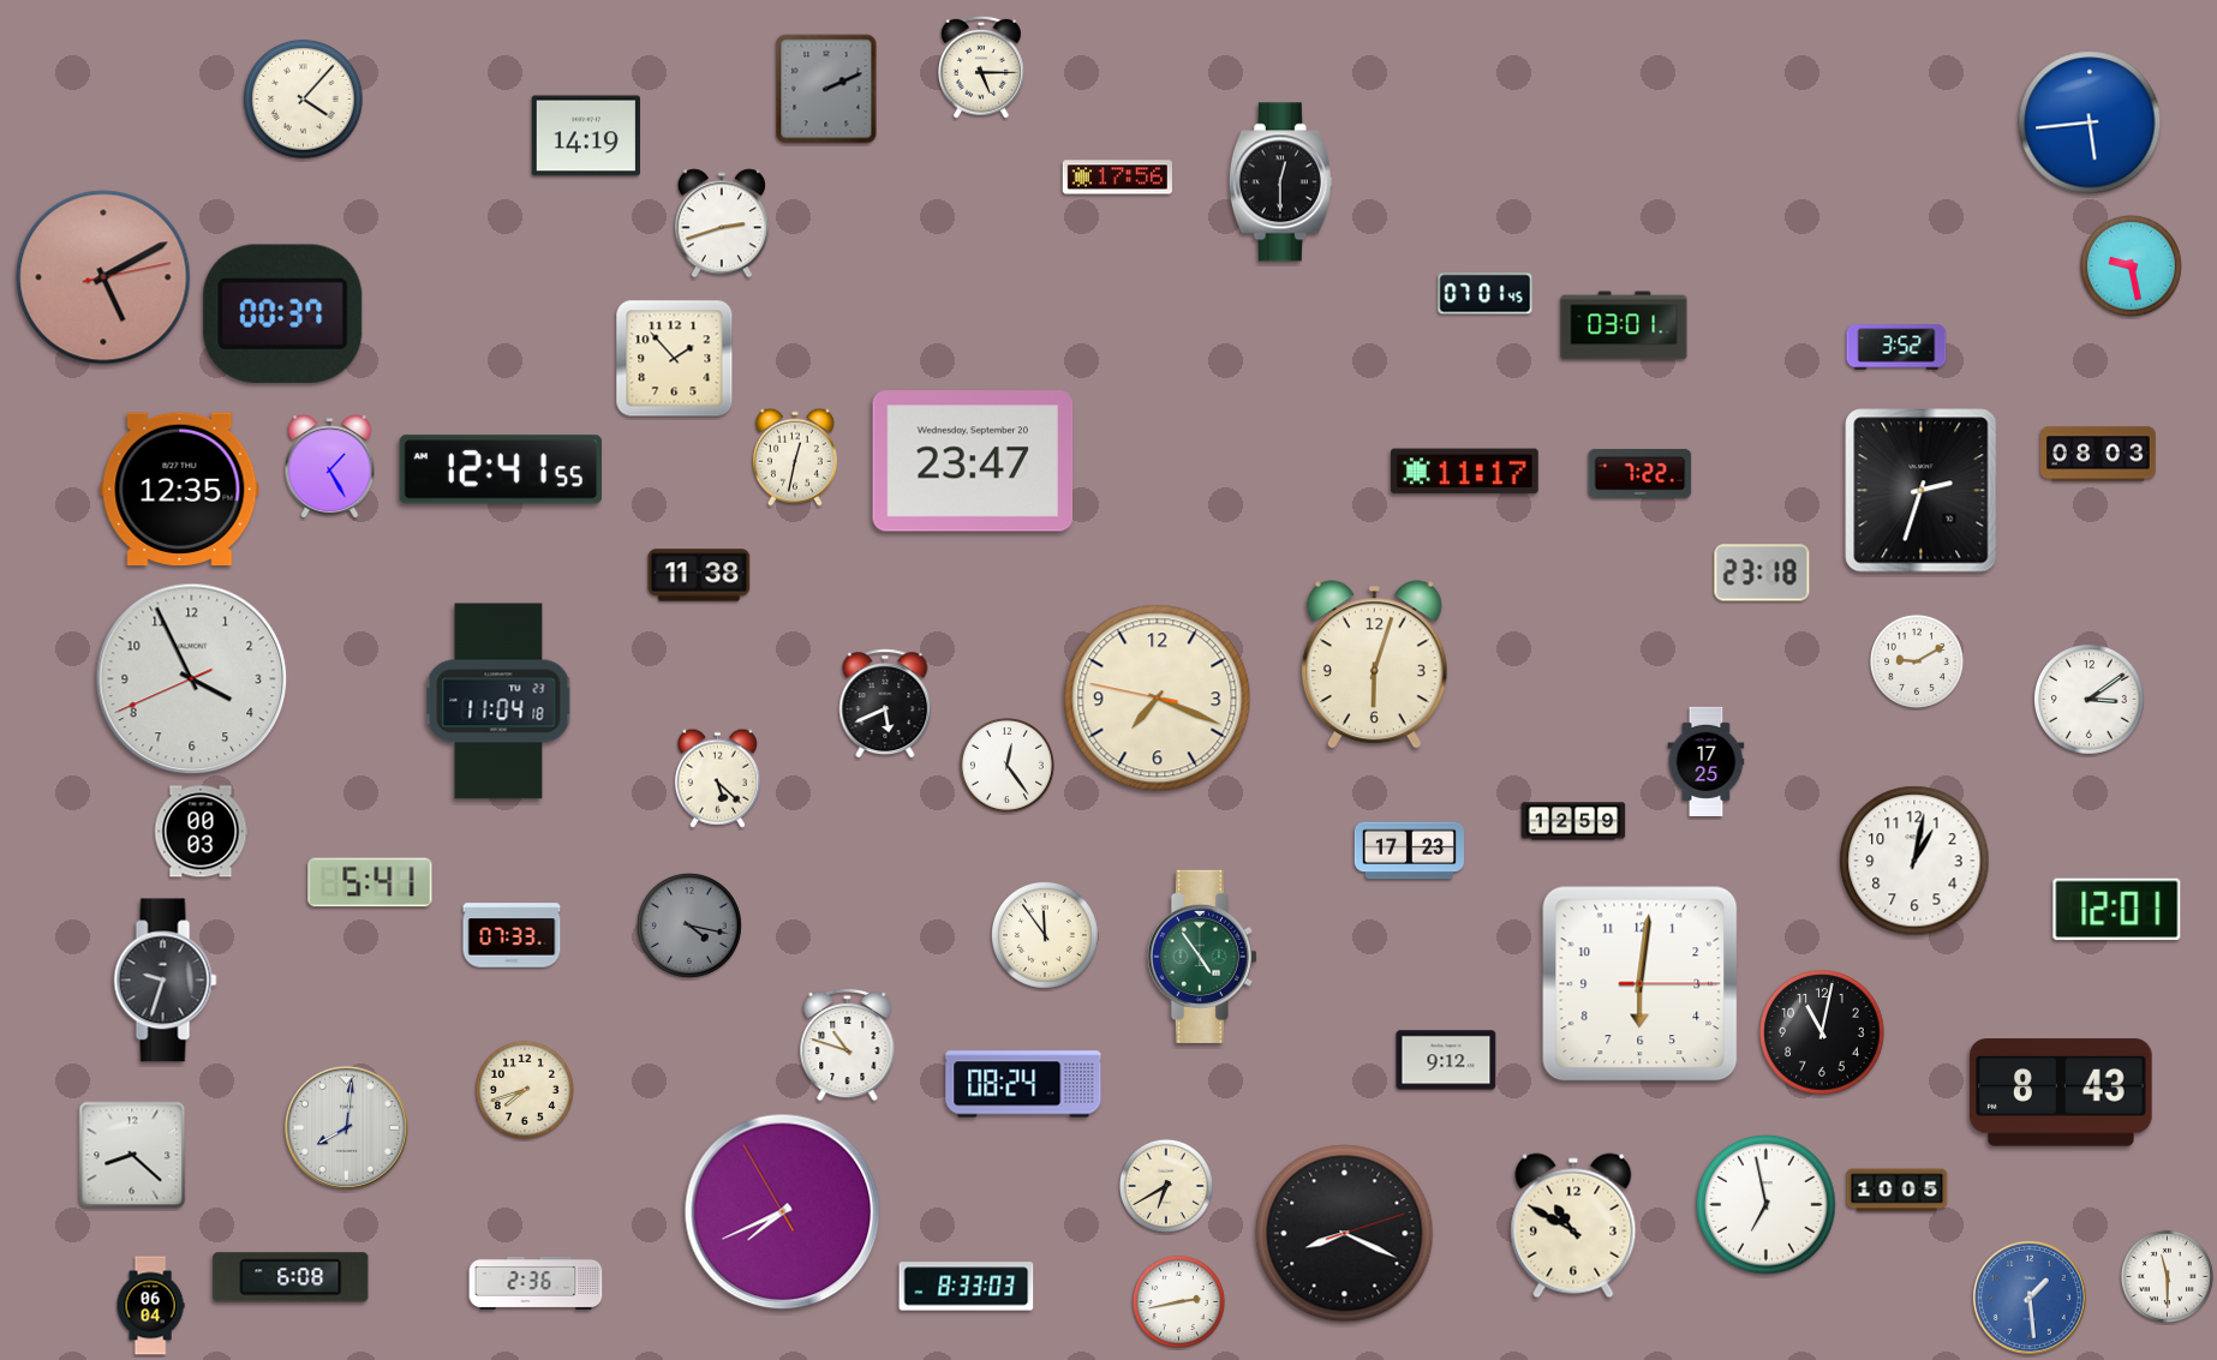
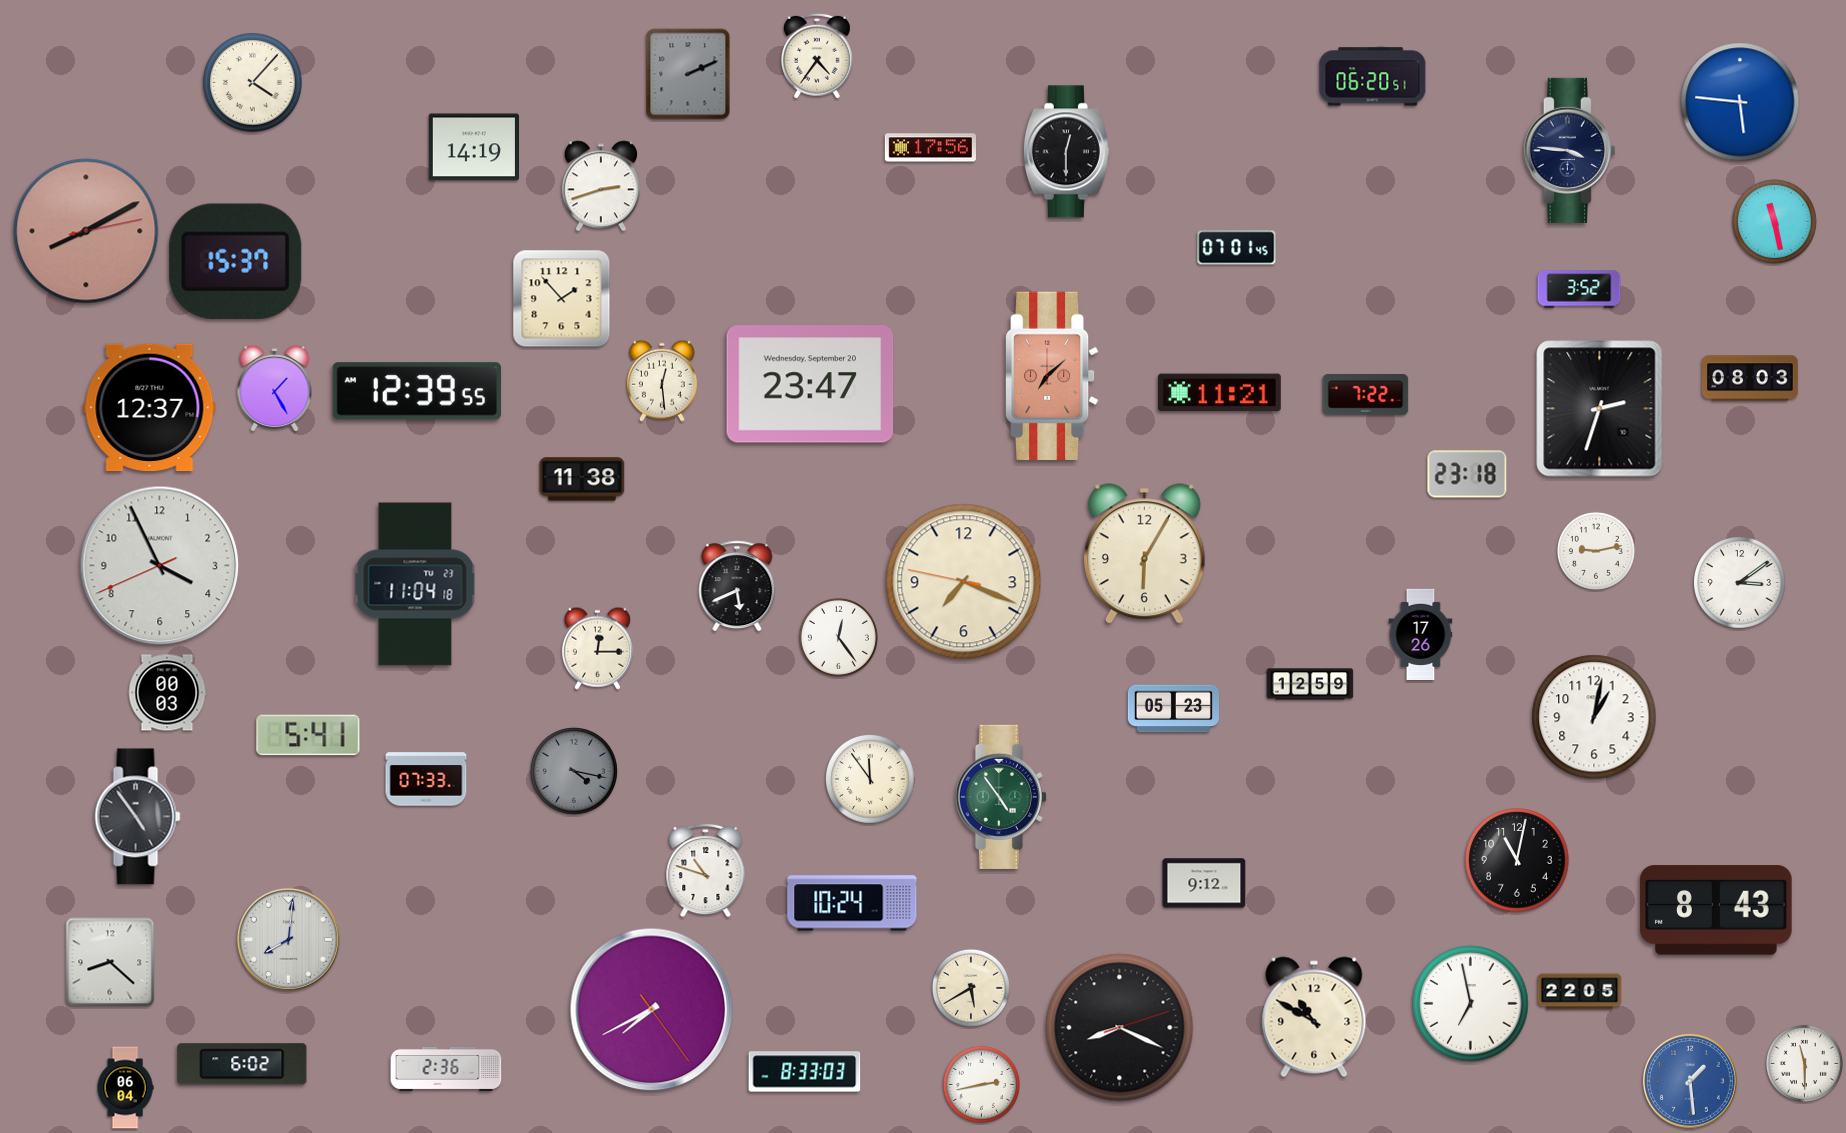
clock at (981, 67): 5:15 -> 4:36
clock at (1373, 77): none -> 06:20
clock at (2090, 122): 5:44 -> 5:46
clock at (585, 136) position: (585, 136) -> (473, 147)
clock at (1569, 150): none -> 3:46
clock at (2131, 265): 9:28 -> 11:28
clock at (103, 277): 5:10 -> 8:10
clock at (1486, 294) position: (1486, 294) -> (1237, 248)
clock at (283, 313): 00:37 -> 15:37
clock at (1624, 325): 03:01 -> none
clock at (1052, 375): none -> 7:08
clock at (2099, 454) position: (2099, 454) -> (1751, 378)
clock at (795, 457): 12:32 -> 12:29
clock at (500, 469): 12:41 -> 12:39
clock at (1464, 472): 11:17 -> 11:21
clock at (180, 490): 12:35 -> 12:37
clock at (1762, 573) position: (1762, 573) -> (1467, 474)
clock at (1917, 661): 9:10 -> 9:13
clock at (1374, 665): 6:03 -> 6:05
clock at (1707, 761): 17:25 -> 17:26
clock at (717, 778): 5:22 -> 12:15
clock at (1409, 851): 17:23 -> 05:23
clock at (2117, 910): 12:01 -> none
clock at (166, 981): 9:33 -> 4:54
clock at (1641, 984): 6:01 -> none
clock at (1023, 1084): 08:24 -> 10:24
clock at (525, 1090): 7:42 -> none
clock at (1166, 1186): 6:40 -> 5:40
clock at (1898, 1191): 10:05 -> 22:05
clock at (783, 1212): 7:40:55 -> 7:40:24
clock at (1573, 1226) position: (1573, 1226) -> (1314, 1017)
clock at (291, 1277): 6:08 -> 6:02
